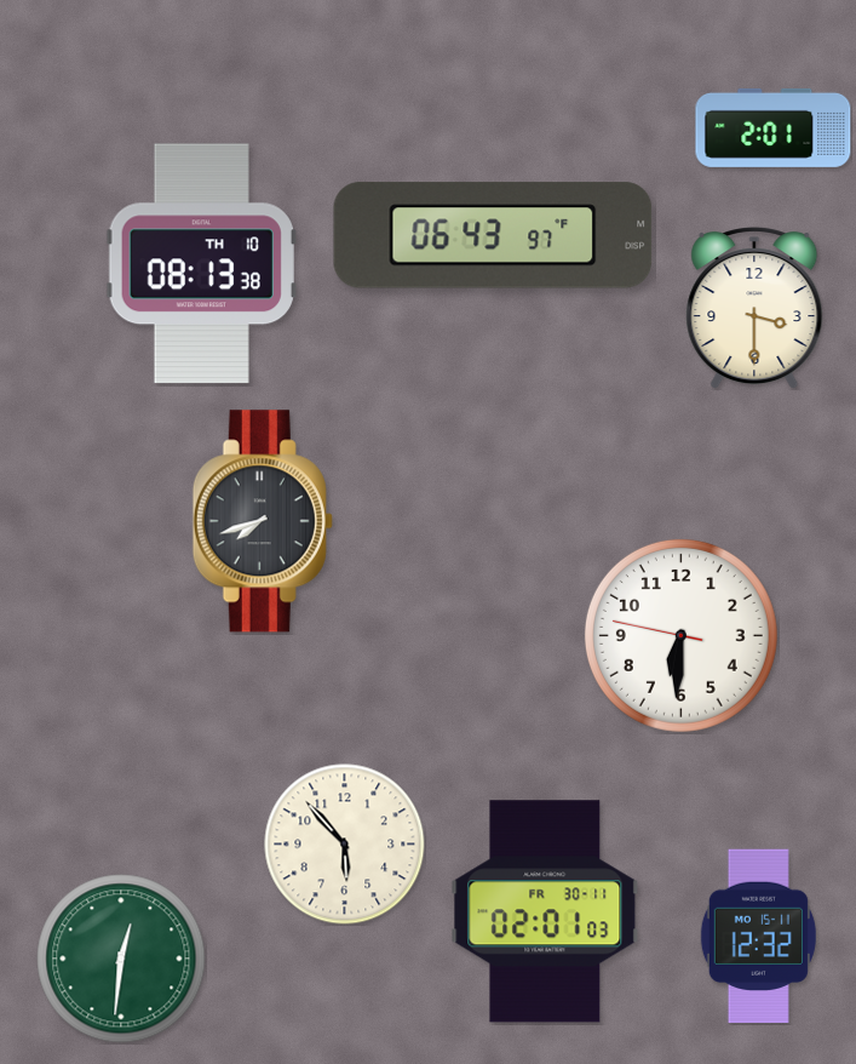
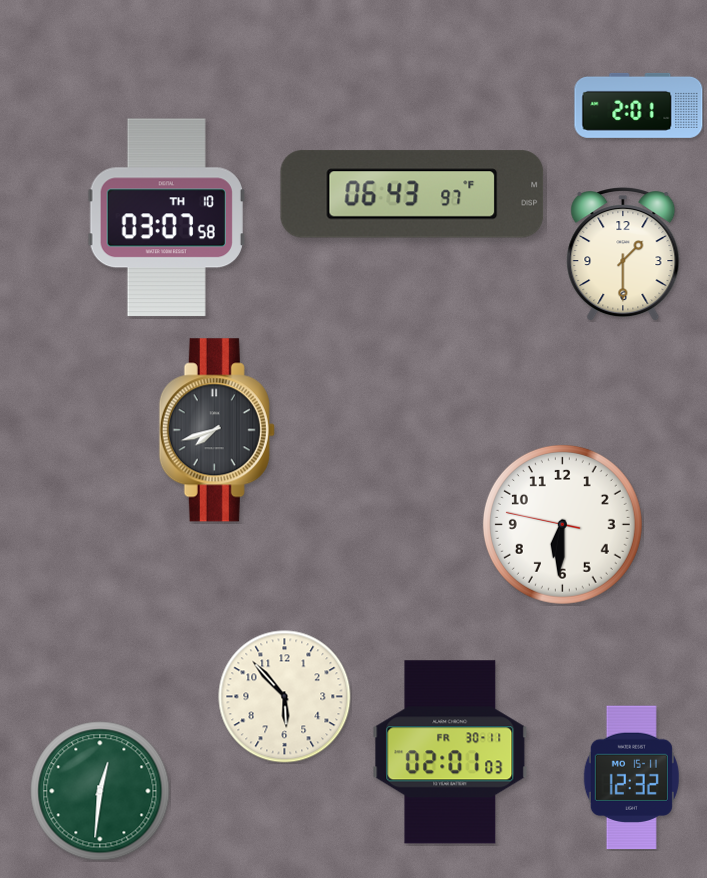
clock at (493, 235) position: (493, 235) -> (412, 194)
clock at (201, 264): 08:13 -> 03:07
clock at (754, 309): 3:30 -> 1:30
clock at (758, 937) position: (758, 937) -> (631, 778)
